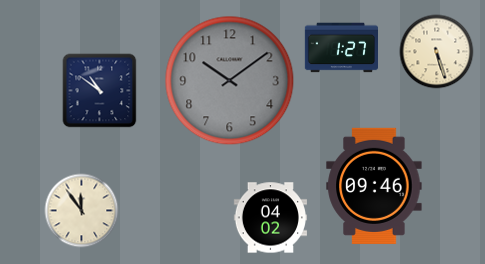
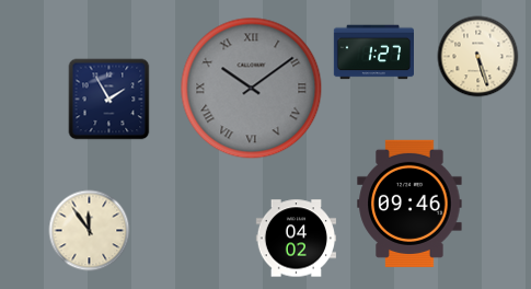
clock at (230, 81) numerals: Arabic -> Roman
clock at (100, 91): 10:51 -> 1:55
